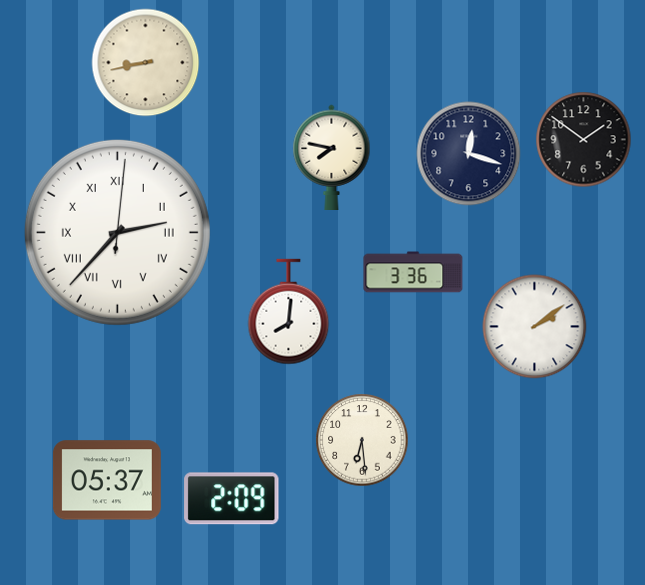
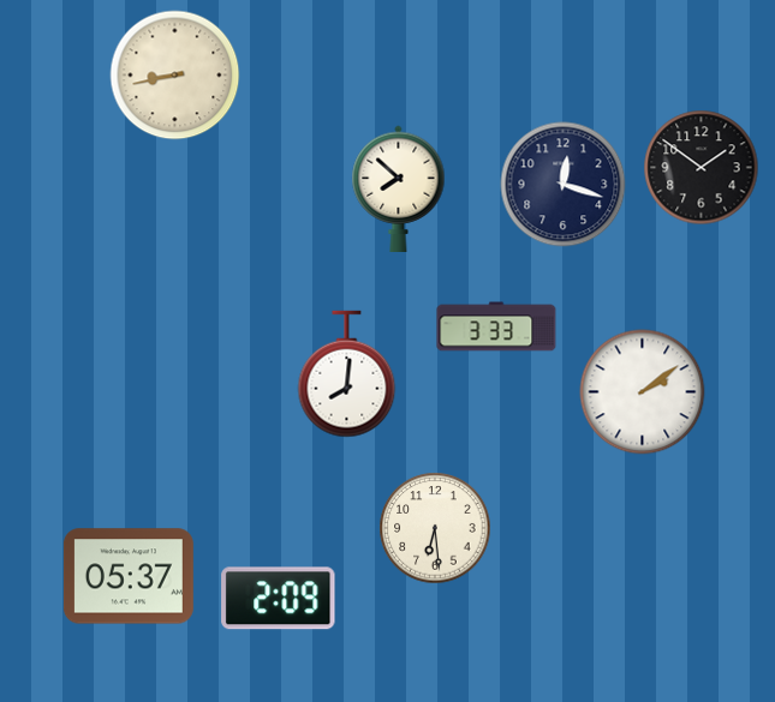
clock at (332, 157): 7:47 -> 7:52
clock at (117, 232): 2:37 -> none
clock at (413, 272): 3:36 -> 3:33
